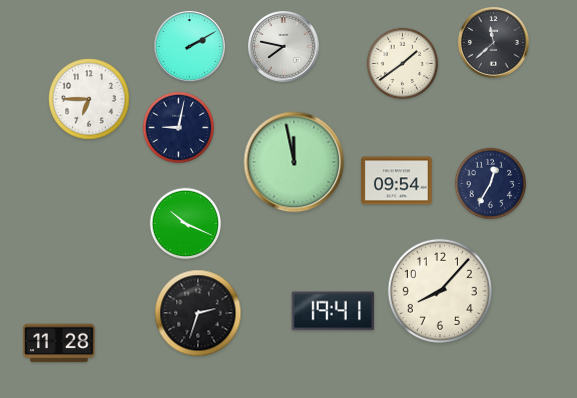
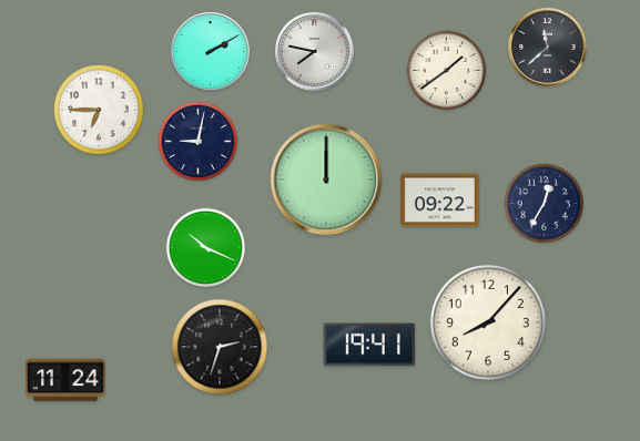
clock at (294, 162): 11:58 -> 12:00
clock at (397, 181): 09:54 -> 09:22
clock at (59, 343): 11:28 -> 11:24
